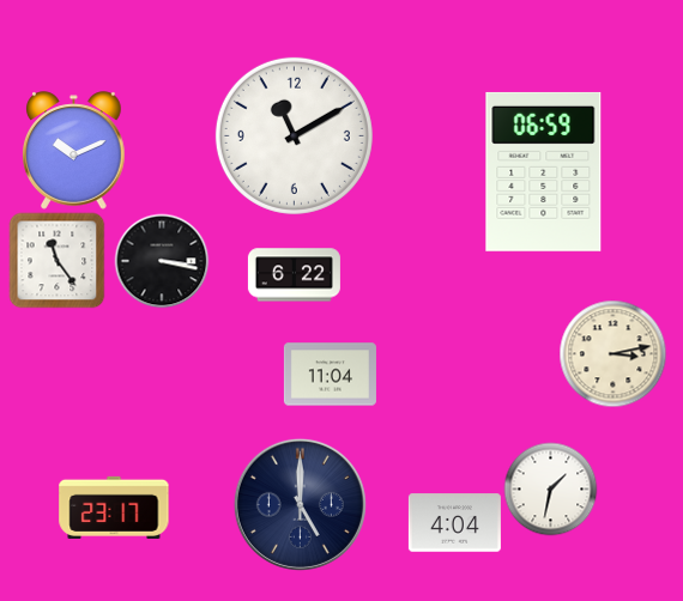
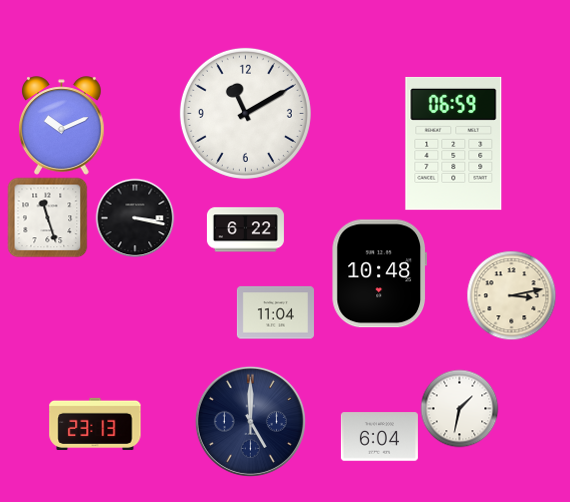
clock at (56, 260): 11:24 -> 11:27
clock at (379, 274): none -> 10:48
clock at (114, 508): 23:17 -> 23:13
clock at (454, 523): 4:04 -> 6:04
